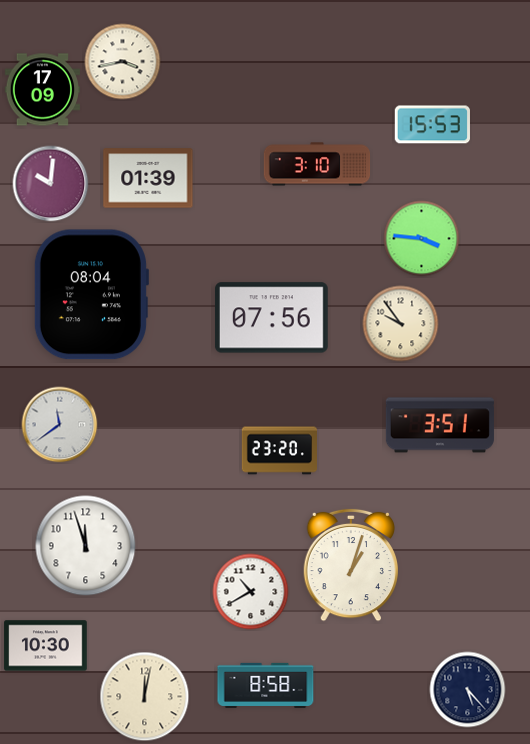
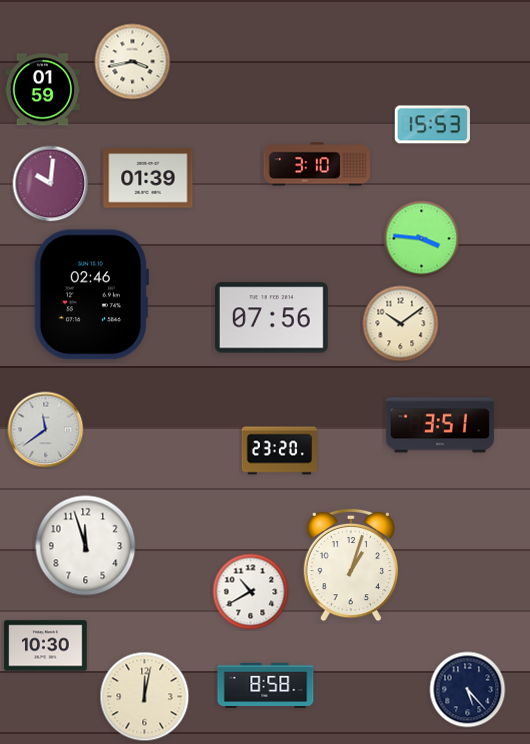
clock at (123, 62) position: (123, 62) -> (133, 62)
clock at (42, 90): 17:09 -> 01:59
clock at (91, 295): 08:04 -> 02:46
clock at (401, 324): 9:54 -> 10:09
clock at (60, 425) position: (60, 425) -> (46, 430)
